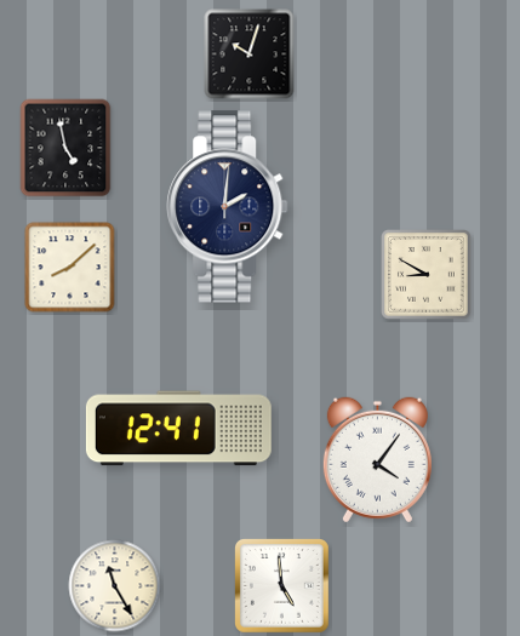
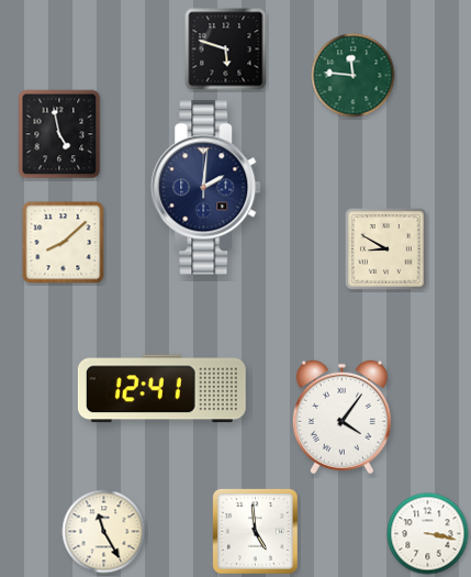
clock at (250, 55): 10:03 -> 5:48
clock at (354, 76): none -> 11:46
clock at (428, 534): none -> 3:17
